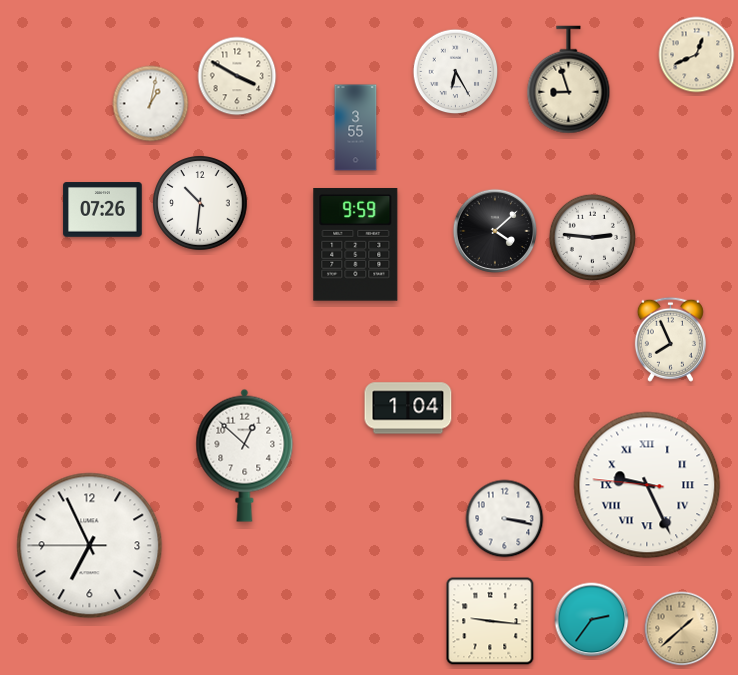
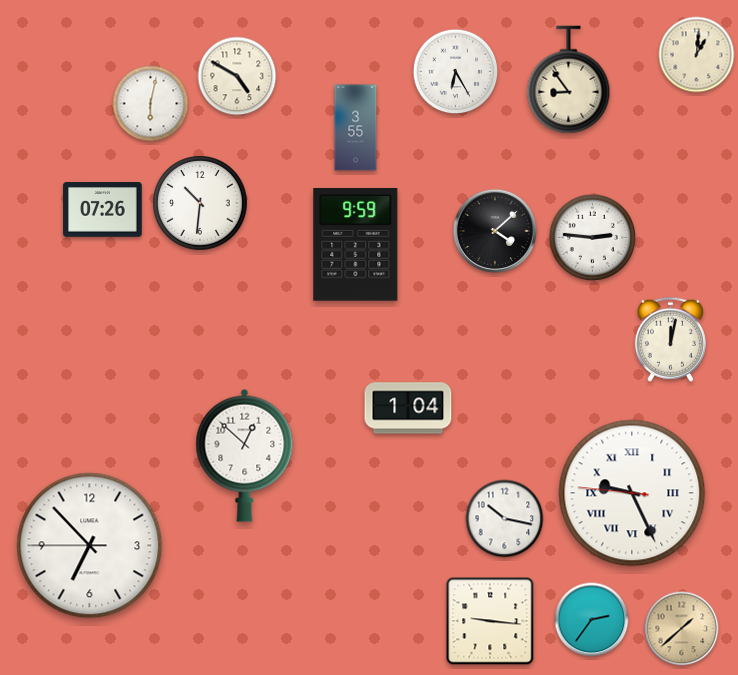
clock at (697, 55): 12:41 -> 1:01
clock at (237, 76): 3:50 -> 4:50
clock at (569, 80): 8:57 -> 8:54
clock at (151, 104): 1:02 -> 6:02
clock at (670, 339): 7:56 -> 12:02
clock at (647, 485) position: (647, 485) -> (632, 493)
clock at (505, 519): 3:17 -> 10:17
clock at (90, 546): 6:55 -> 6:52
